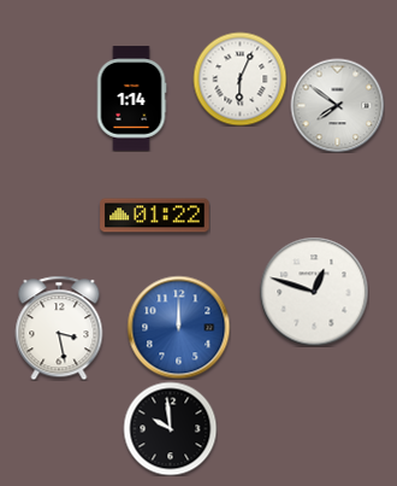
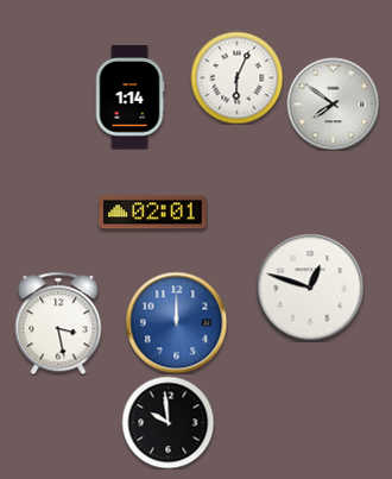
clock at (155, 216): 01:22 -> 02:01
